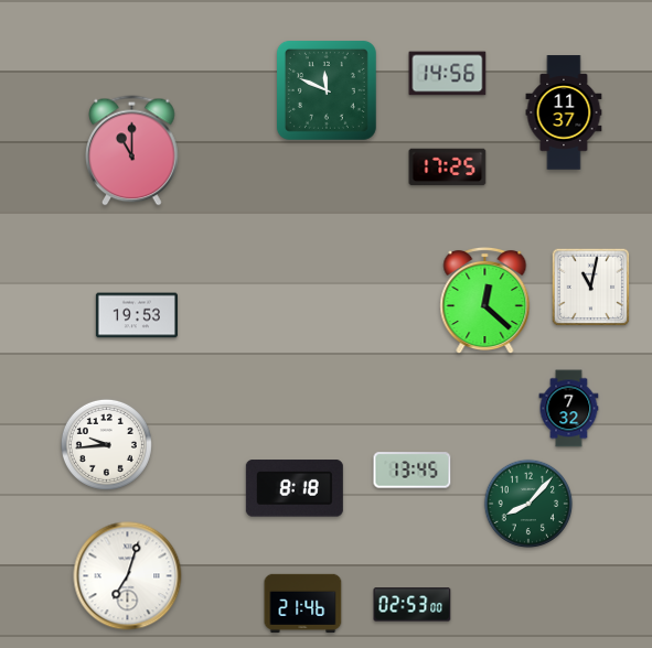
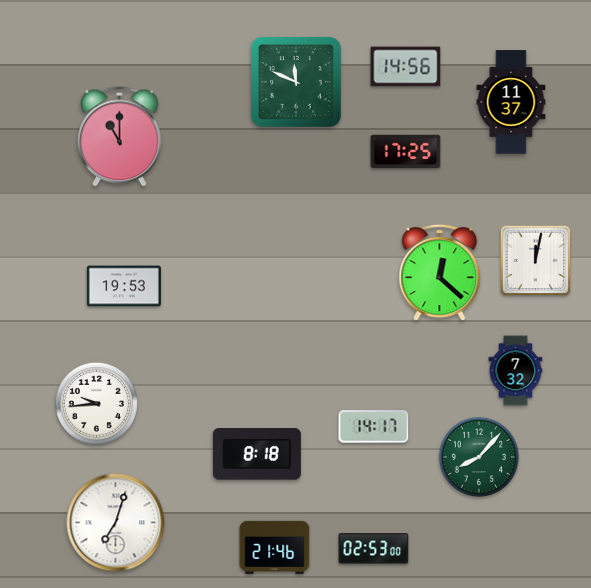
clock at (591, 288): 11:02 -> 12:02
clock at (413, 471): 13:45 -> 14:17
clock at (295, 488) position: (295, 488) -> (257, 454)
